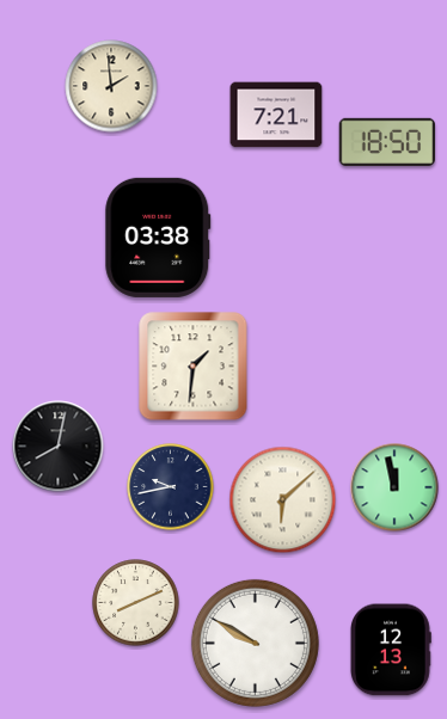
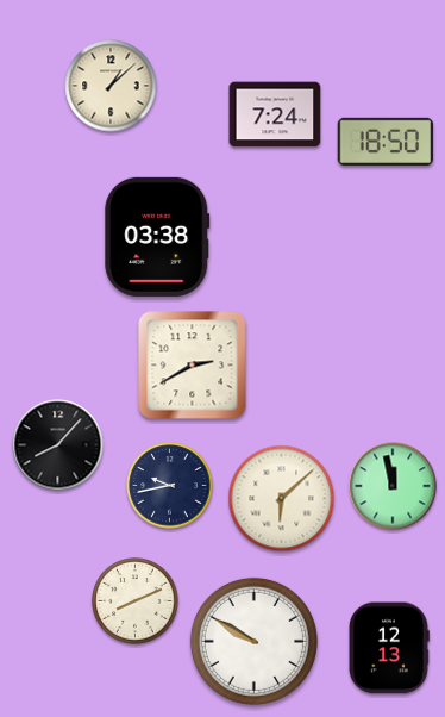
clock at (111, 86): 1:59 -> 1:08
clock at (276, 115): 7:21 -> 7:24
clock at (194, 367): 1:31 -> 2:40
clock at (59, 447): 8:02 -> 8:07
